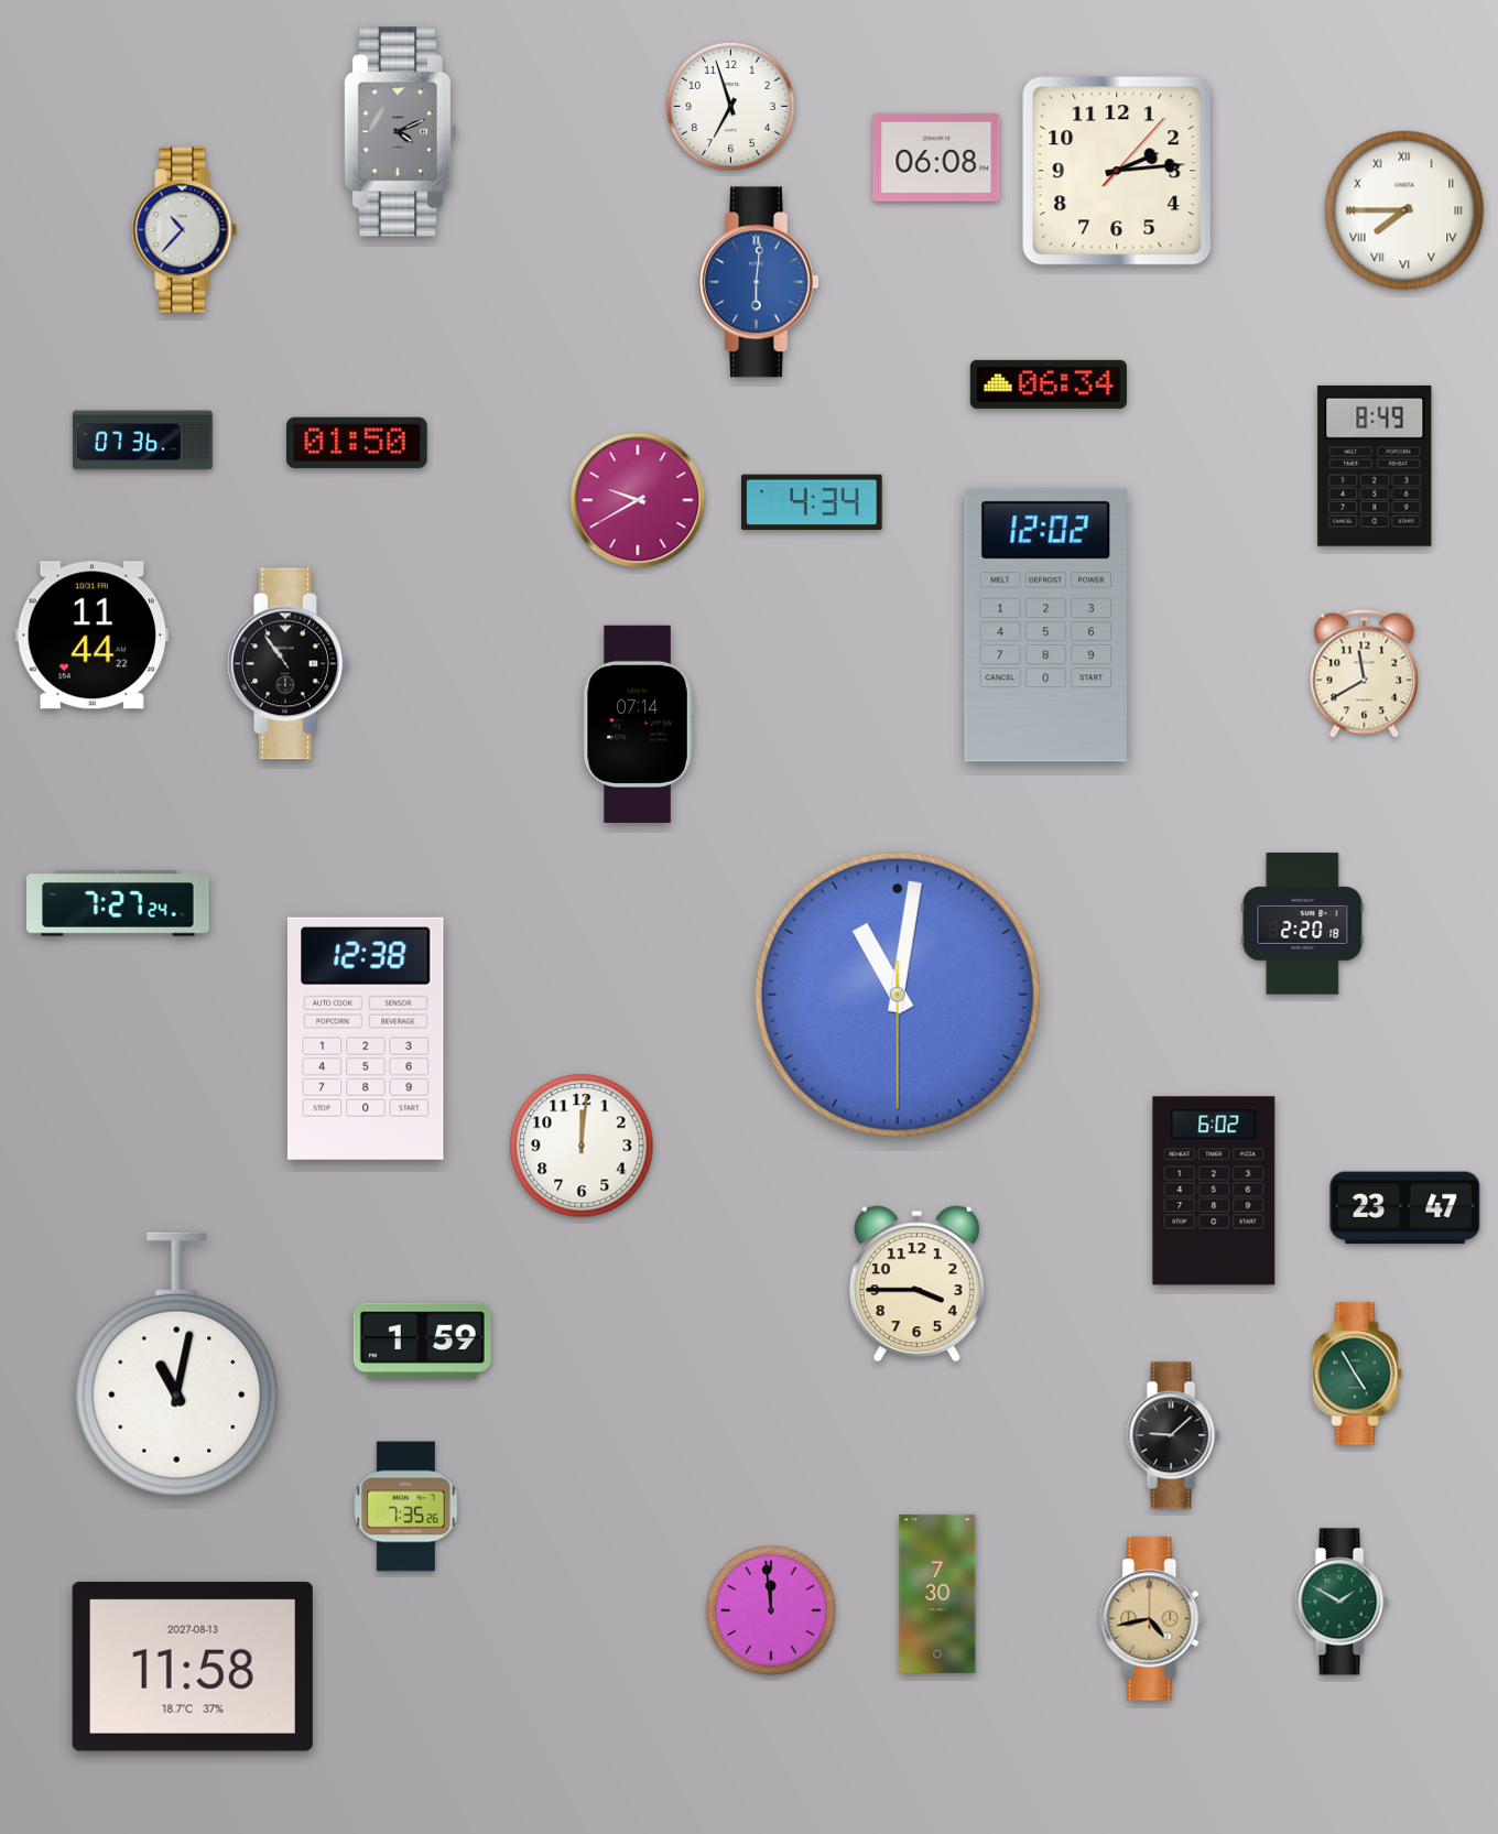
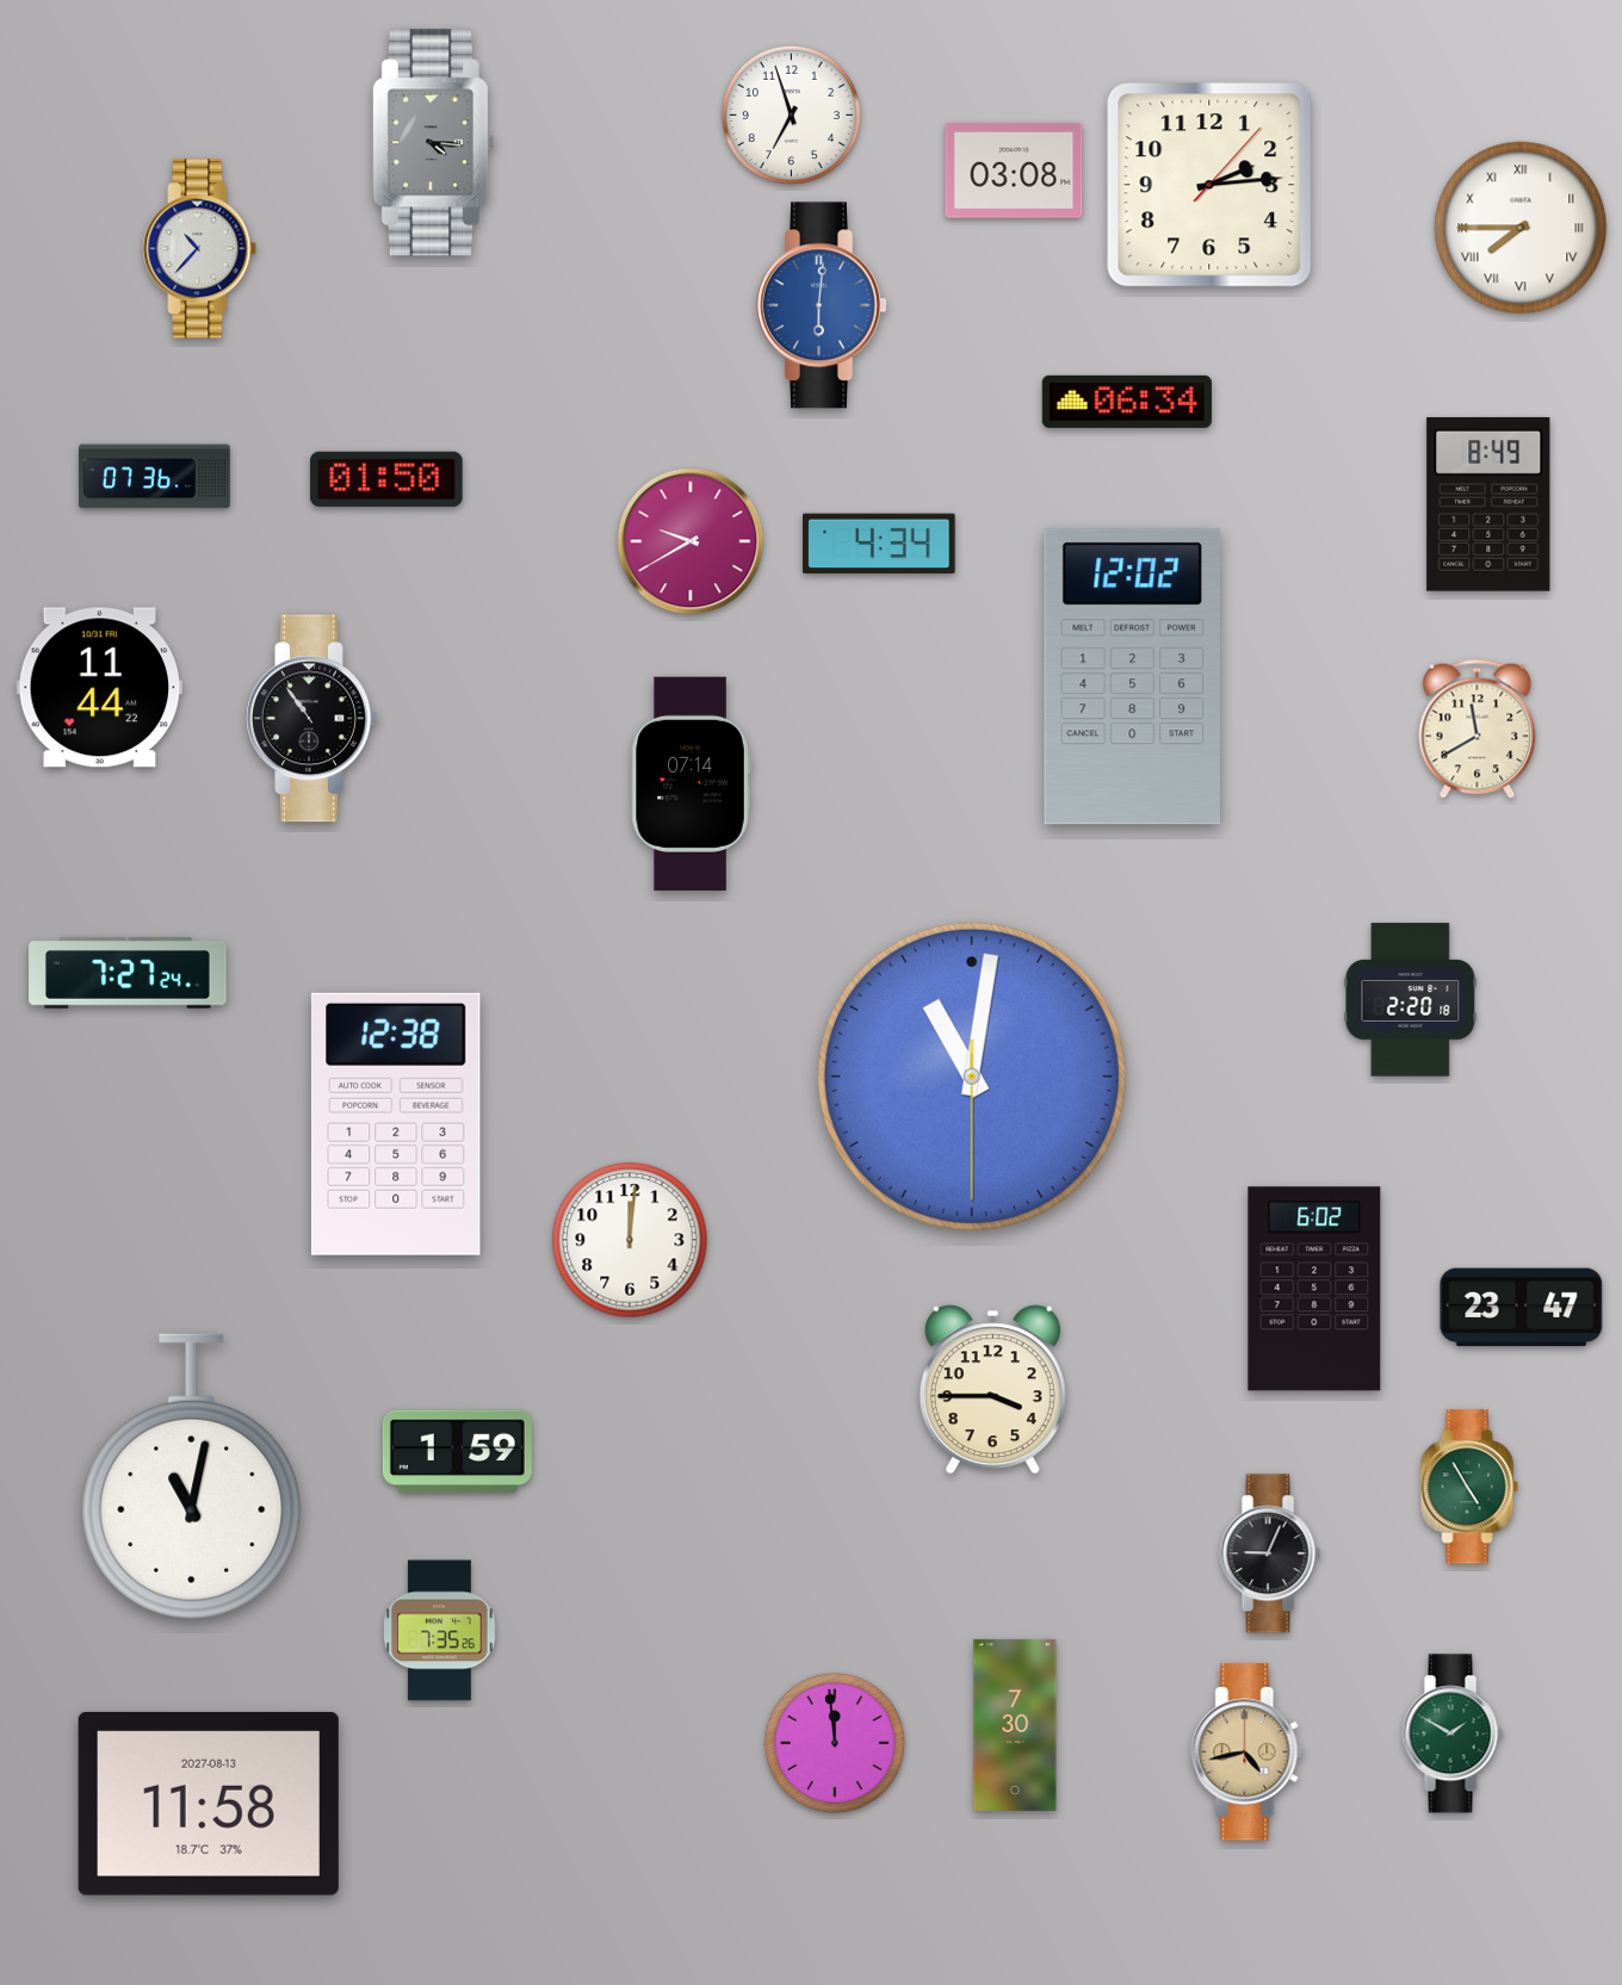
clock at (400, 132): 4:11 -> 4:16
clock at (936, 158): 06:08 -> 03:08
clock at (1049, 384) position: (1049, 384) -> (1127, 402)
clock at (118, 903) position: (118, 903) -> (128, 973)
clock at (1173, 1435): 9:08 -> 9:04
